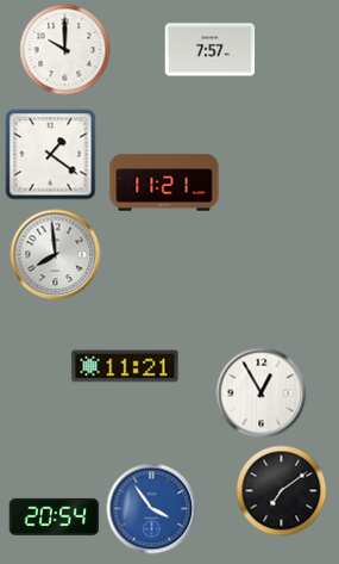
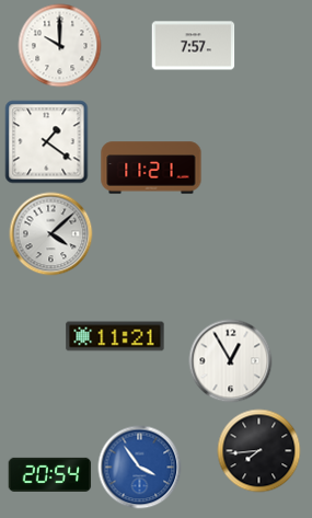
clock at (56, 255): 7:59 -> 4:08
clock at (262, 393) position: (262, 393) -> (231, 361)
clock at (282, 491): 7:09 -> 7:44
